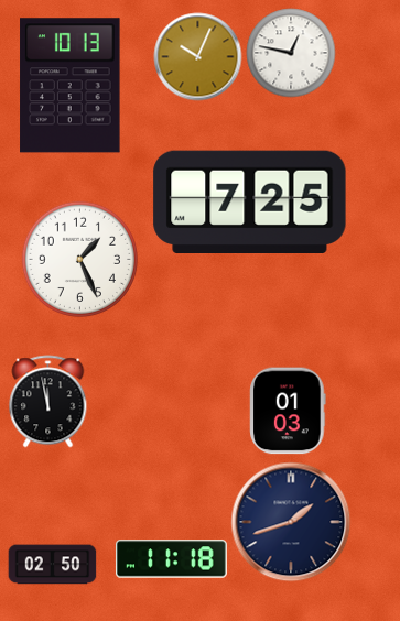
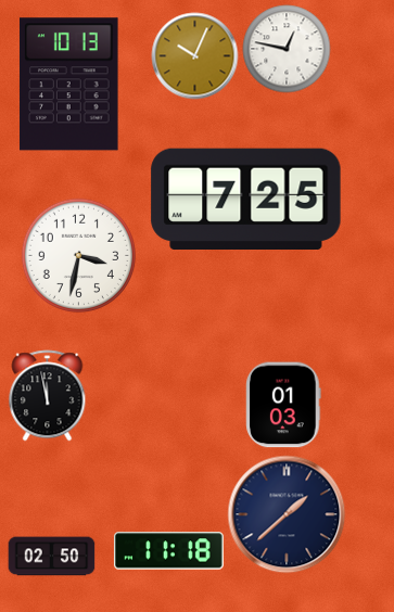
clock at (291, 53) position: (291, 53) -> (287, 49)
clock at (79, 259): 1:26 -> 3:32
clock at (291, 522): 1:42 -> 1:38
